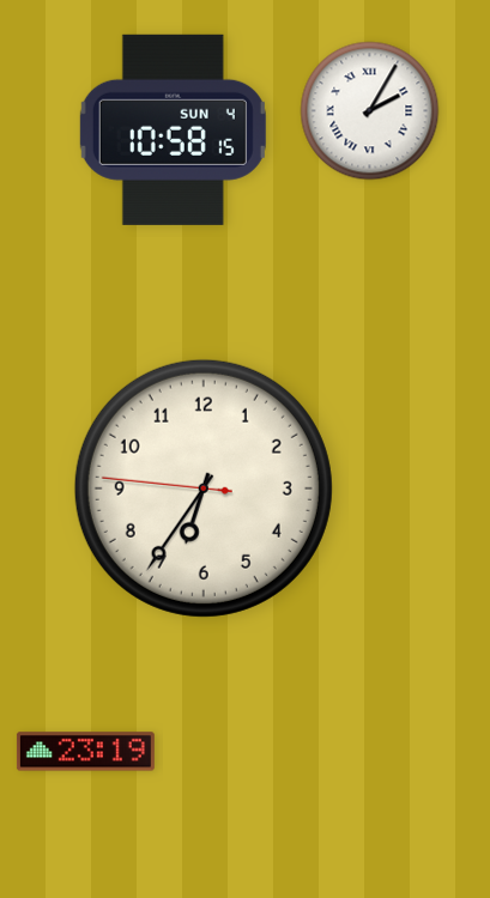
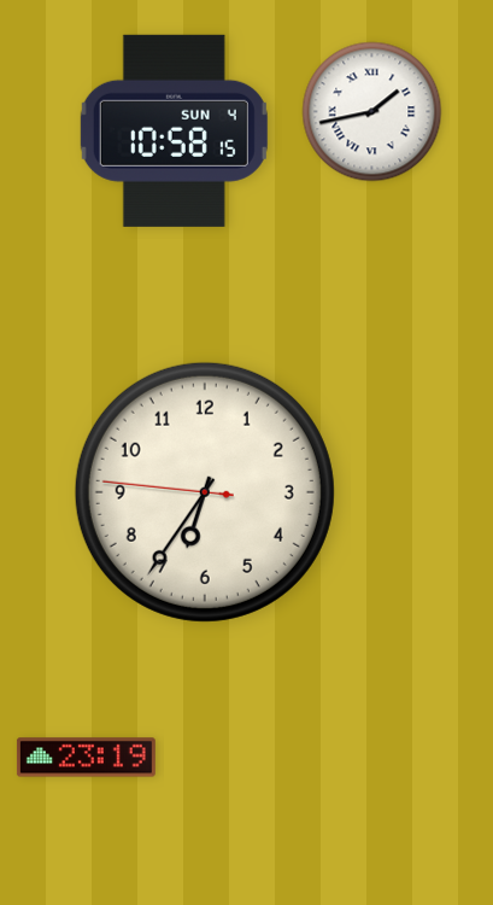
clock at (370, 111): 2:05 -> 1:43
